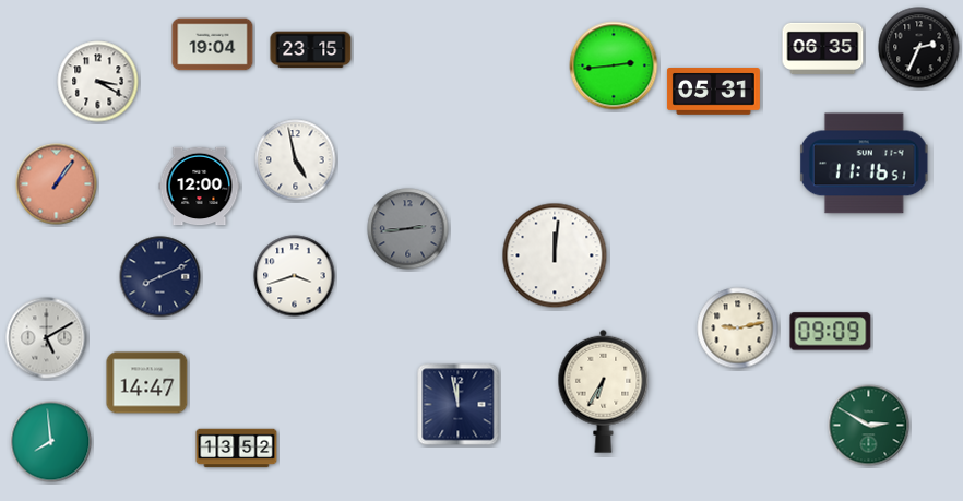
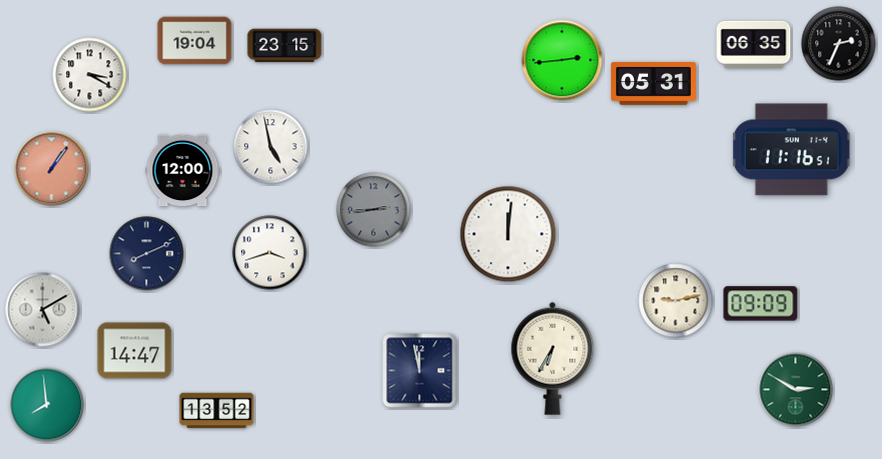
clock at (919, 48) position: (919, 48) -> (839, 44)
